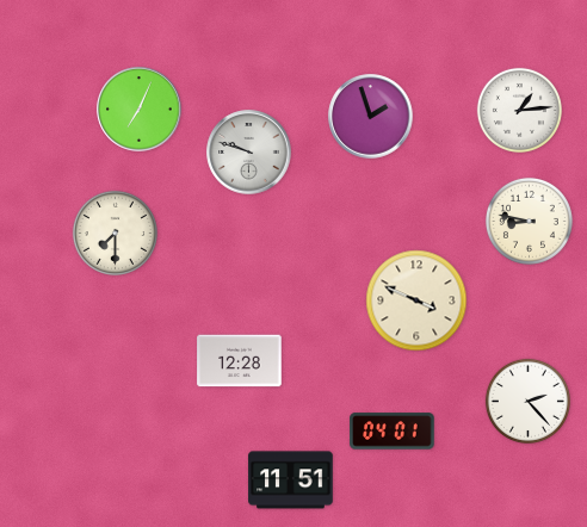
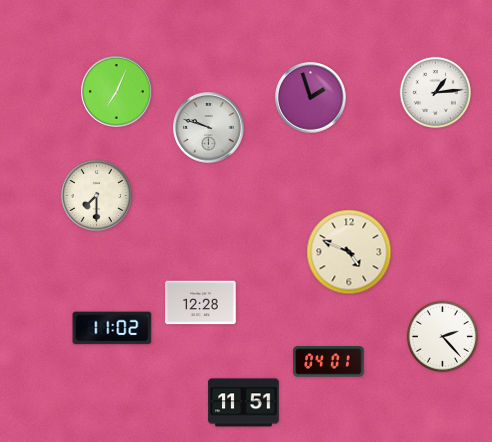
clock at (529, 221): 8:47 -> none
clock at (416, 300): 3:49 -> 4:49
clock at (112, 328): none -> 11:02
